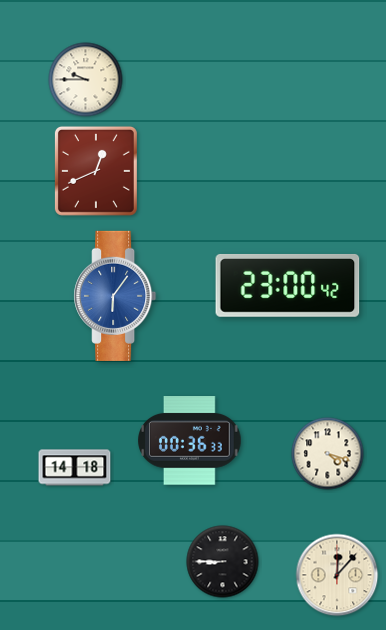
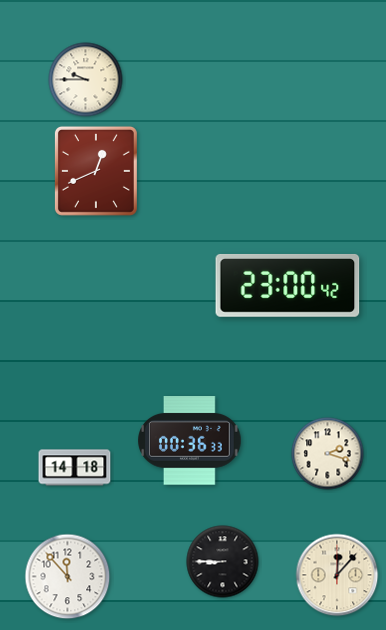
clock at (115, 296): 6:06 -> none
clock at (328, 454): 4:18 -> 2:18
clock at (68, 577): none -> 11:53
